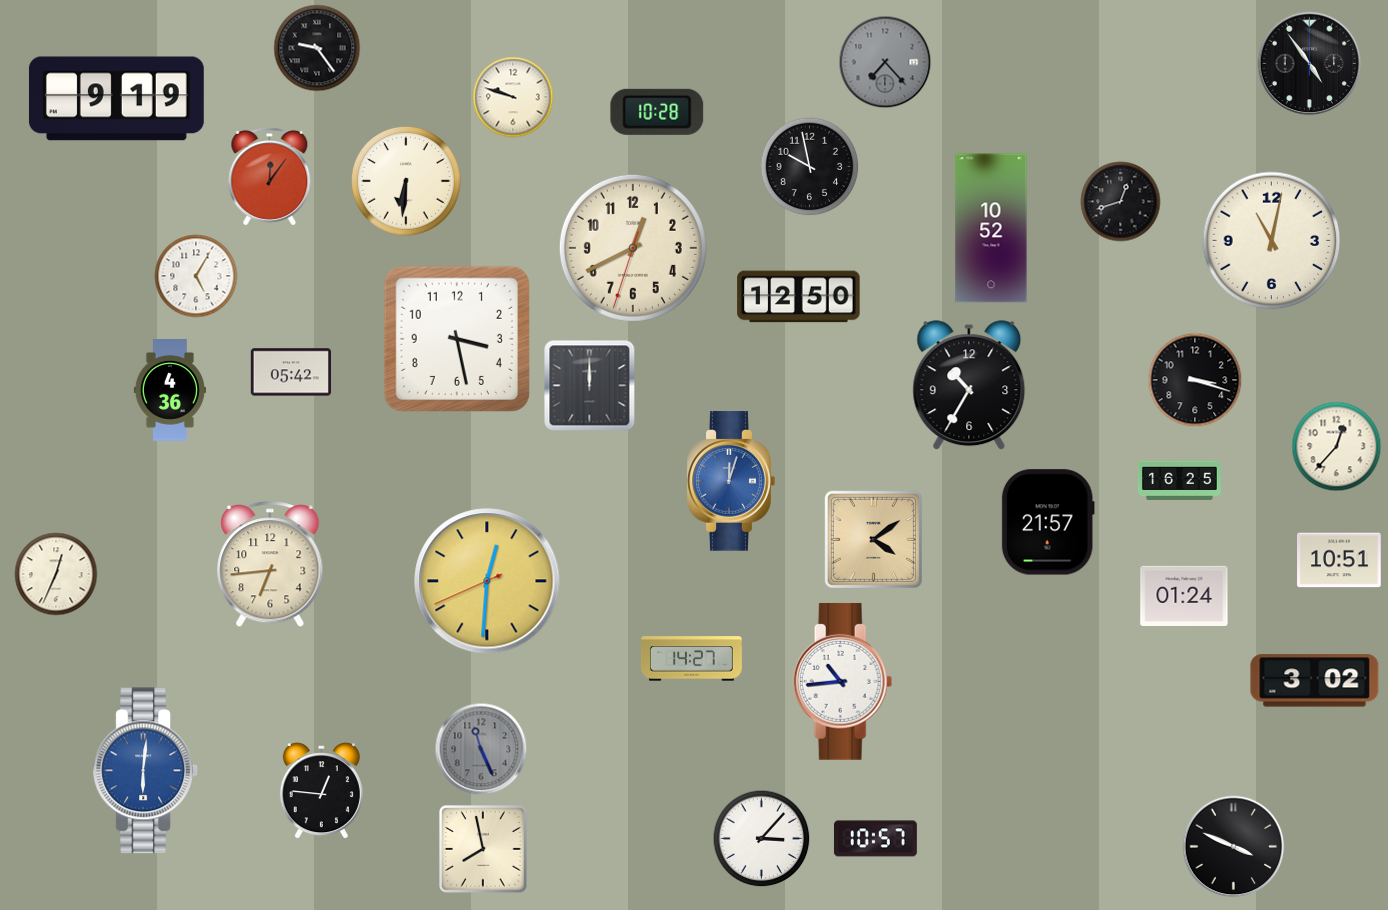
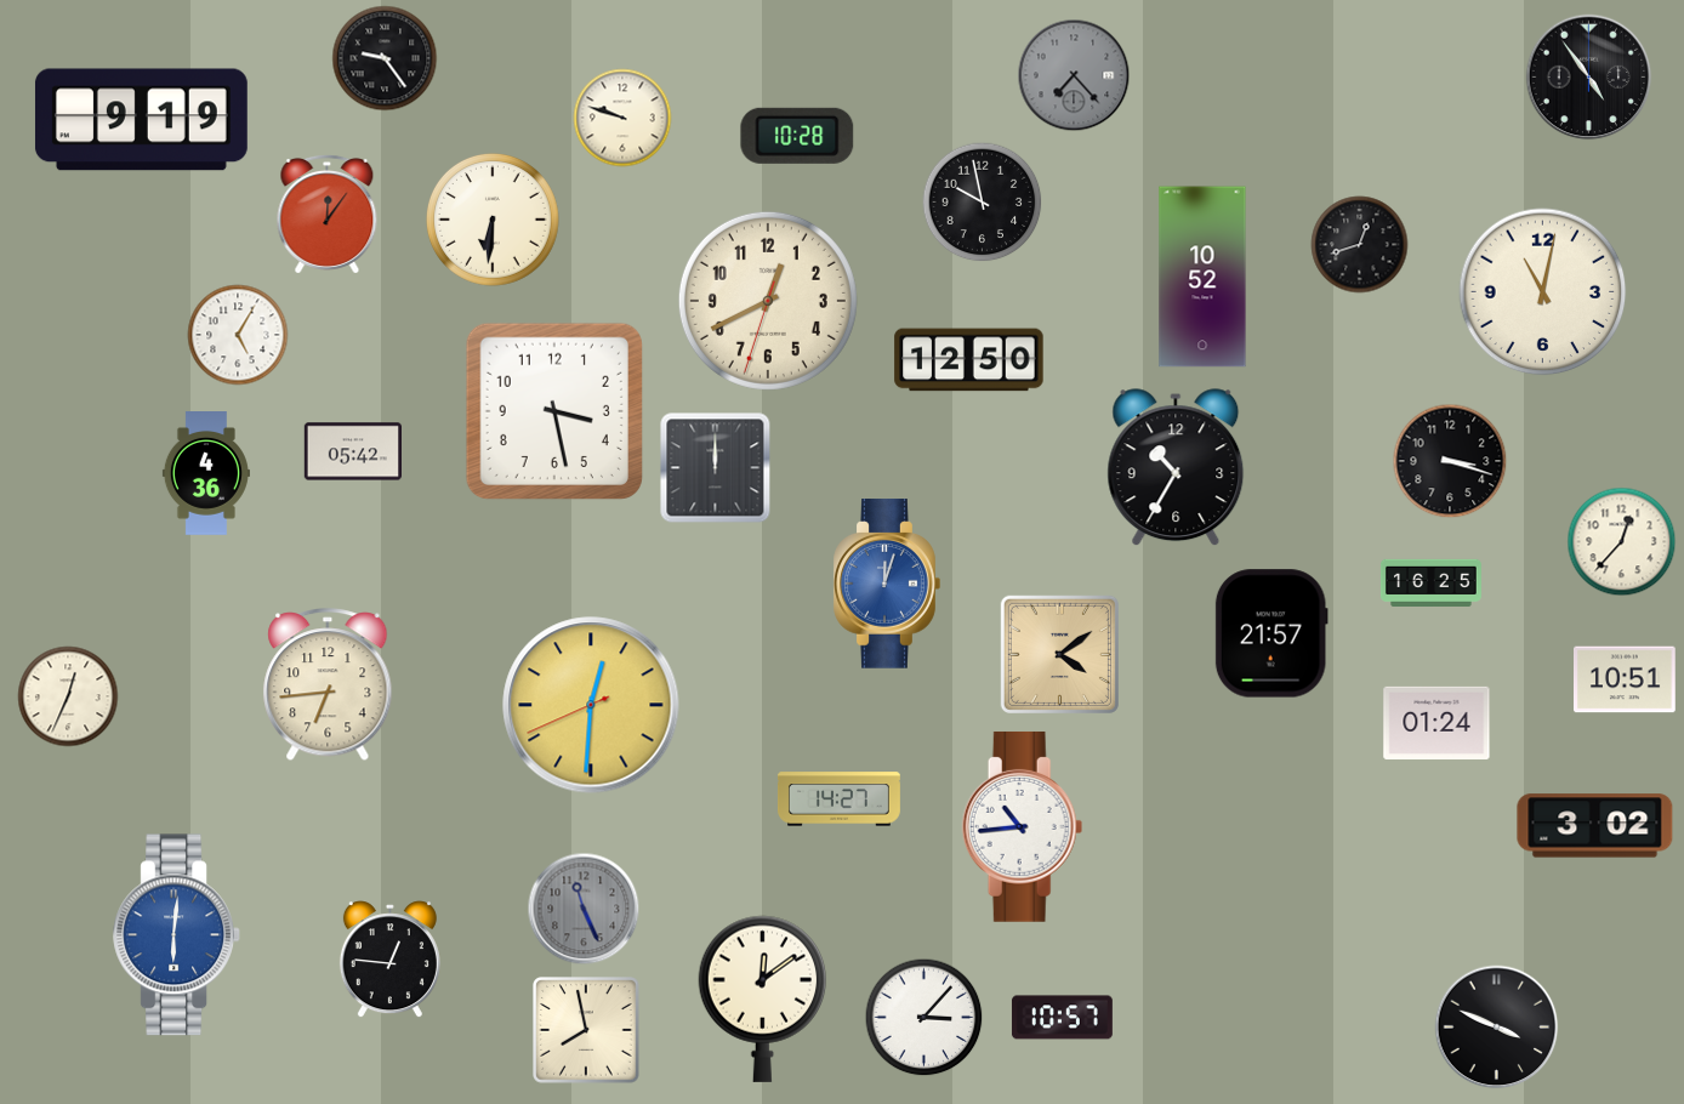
clock at (763, 998): none -> 12:09
